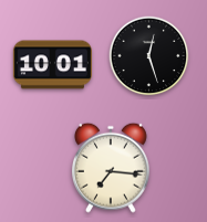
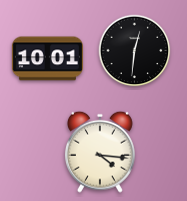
clock at (149, 56): 12:27 -> 12:31
clock at (111, 168): 7:16 -> 4:16
